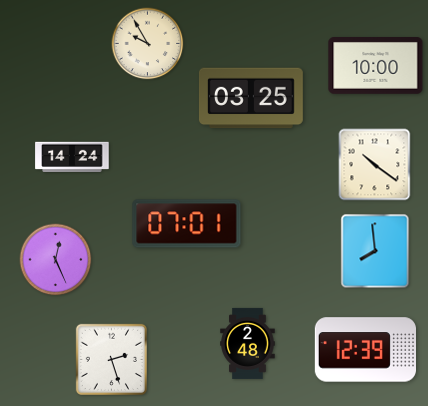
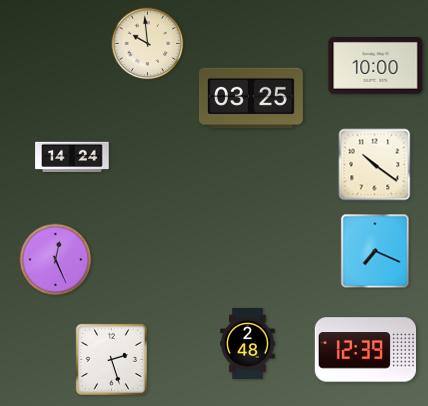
clock at (148, 44): 9:55 -> 9:59
clock at (187, 224): 07:01 -> none
clock at (375, 251): 7:59 -> 7:19
